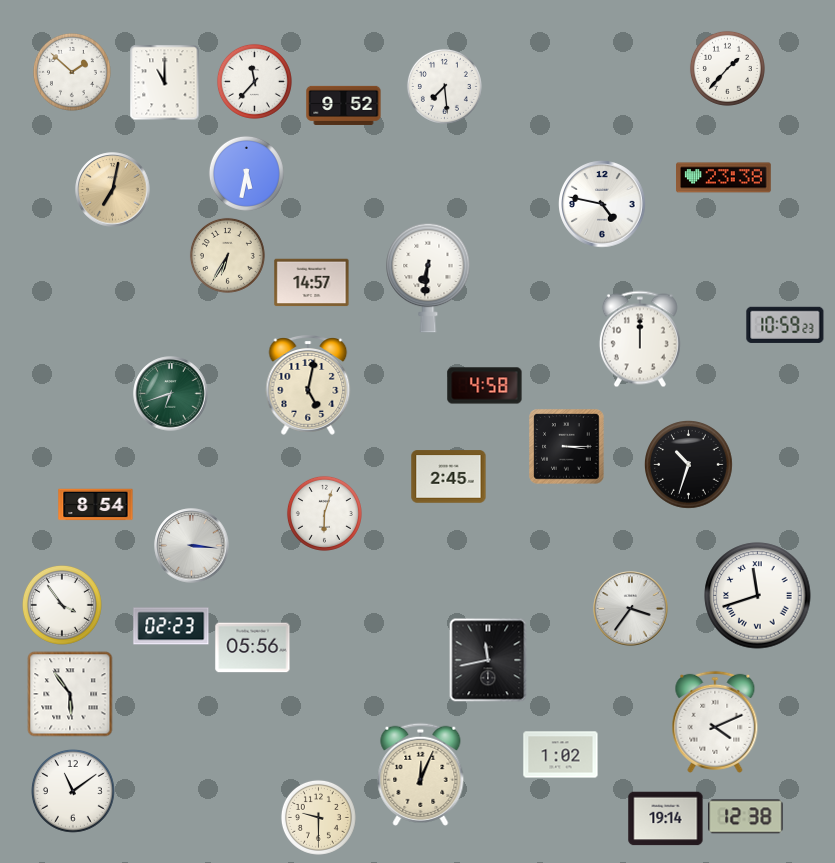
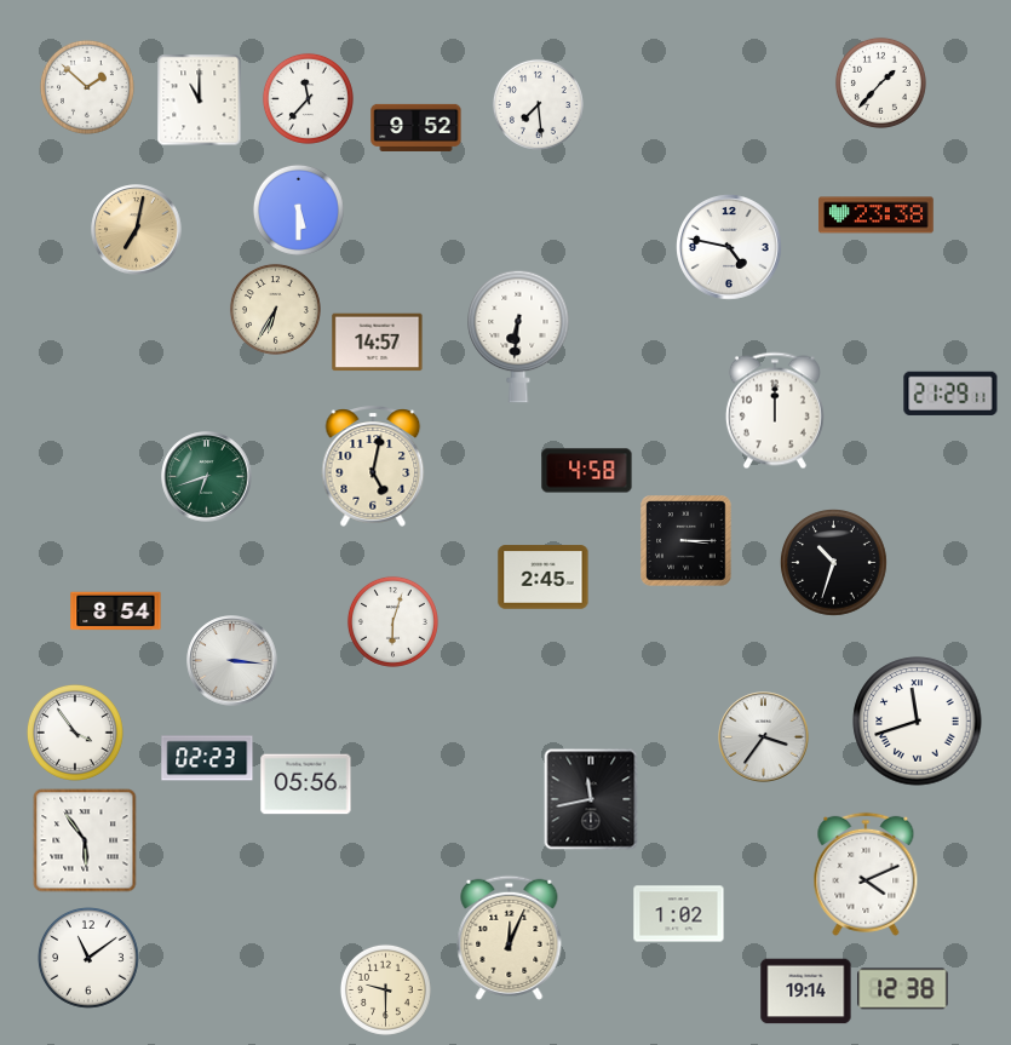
clock at (246, 173): 5:32 -> 5:30
clock at (785, 325): 10:59 -> 21:29
clock at (485, 386) position: (485, 386) -> (587, 471)
